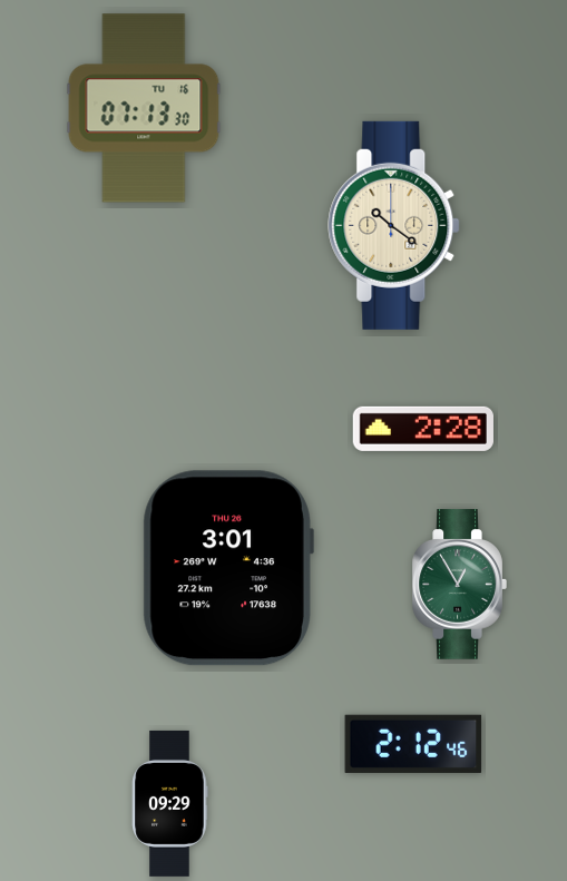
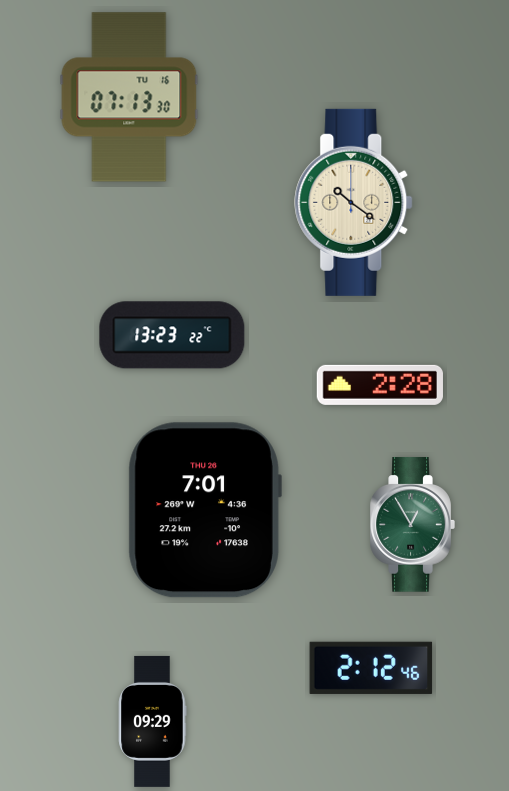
clock at (172, 335): none -> 13:23
clock at (228, 568): 3:01 -> 7:01
